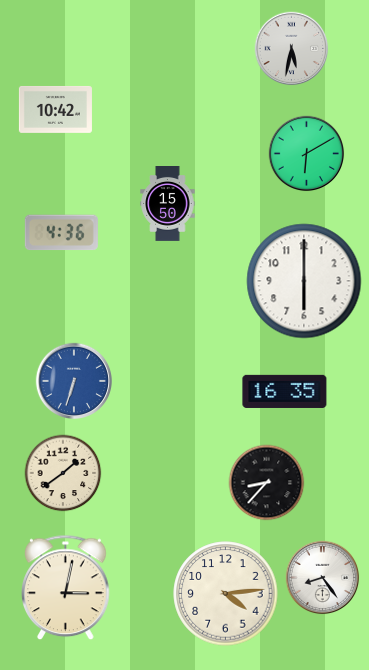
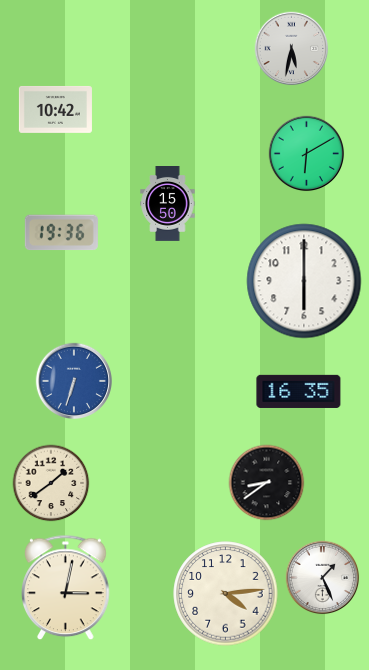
clock at (61, 233): 4:36 -> 19:36
clock at (285, 391) position: (285, 391) -> (299, 391)
clock at (63, 473) position: (63, 473) -> (51, 483)
clock at (267, 483): 8:37 -> 8:39
clock at (323, 578): 8:24 -> 1:26
